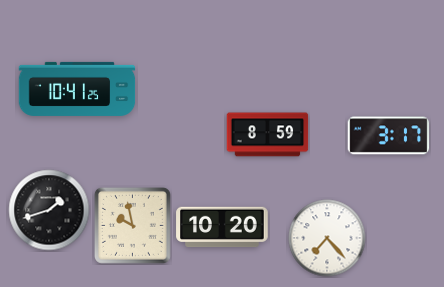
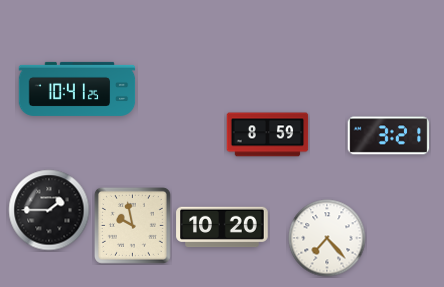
clock at (389, 136): 3:17 -> 3:21
clock at (49, 210): 1:42 -> 1:45
